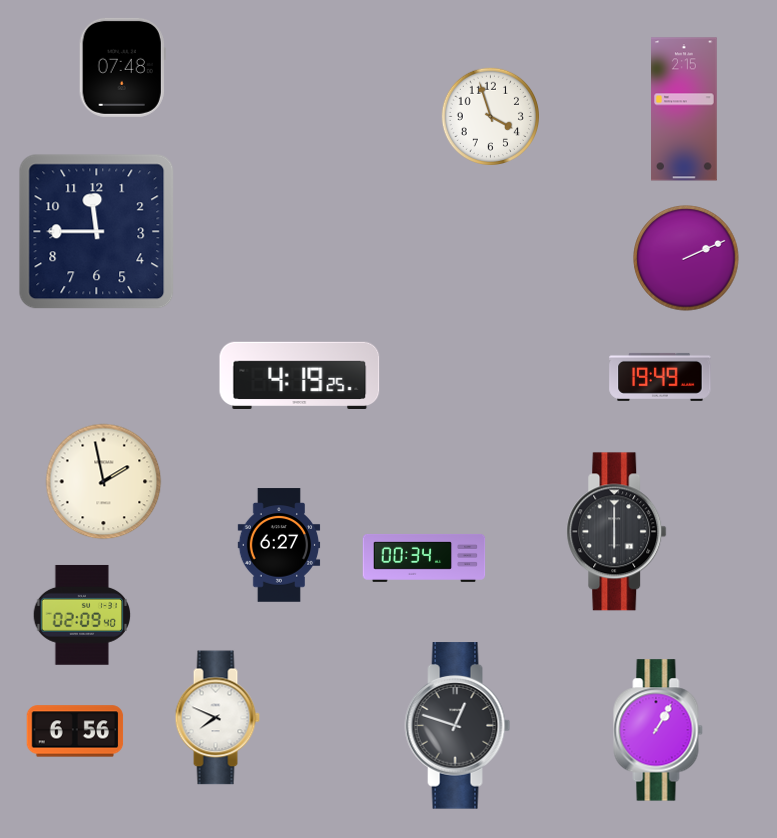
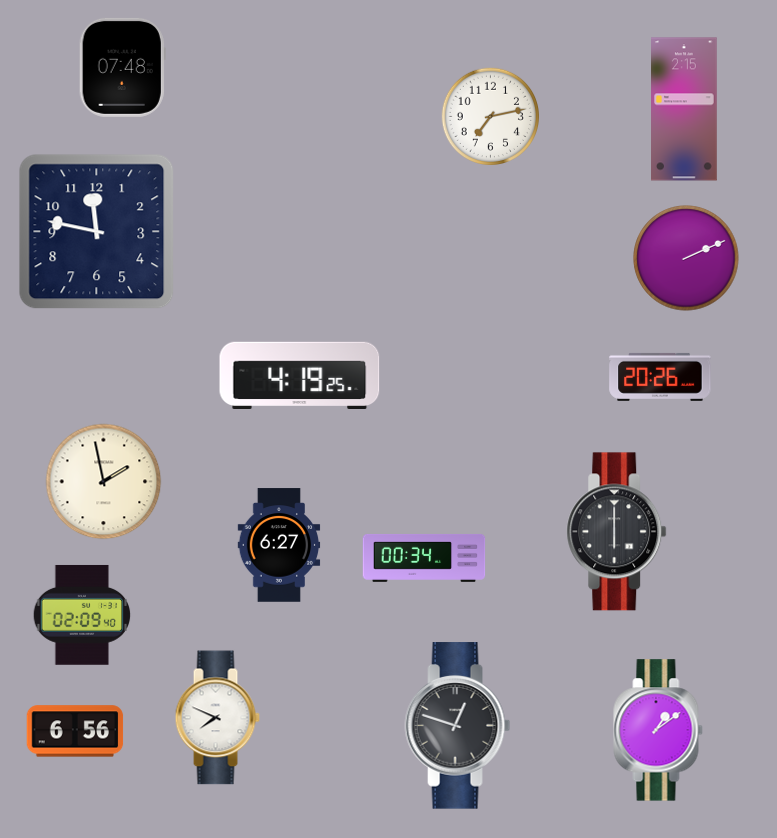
clock at (490, 116): 3:57 -> 7:13
clock at (97, 232): 11:45 -> 11:47
clock at (660, 377): 19:49 -> 20:26
clock at (658, 730): 1:05 -> 1:09
